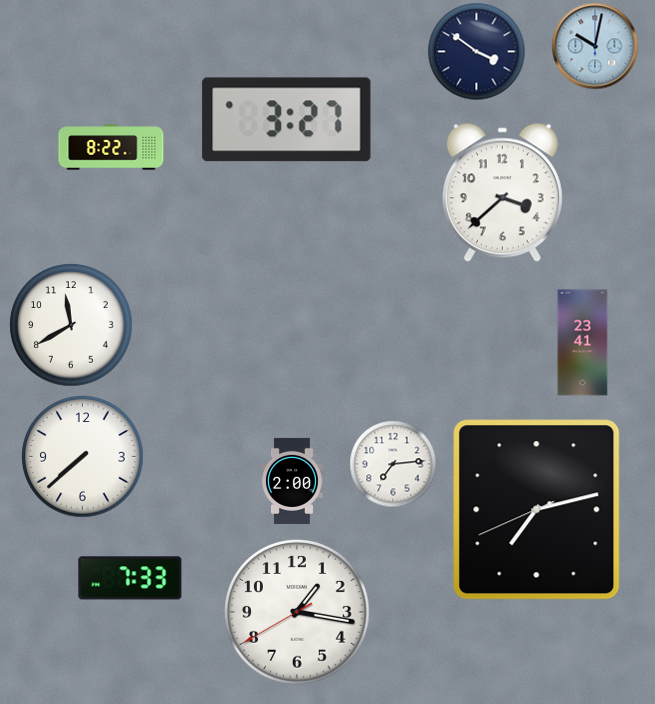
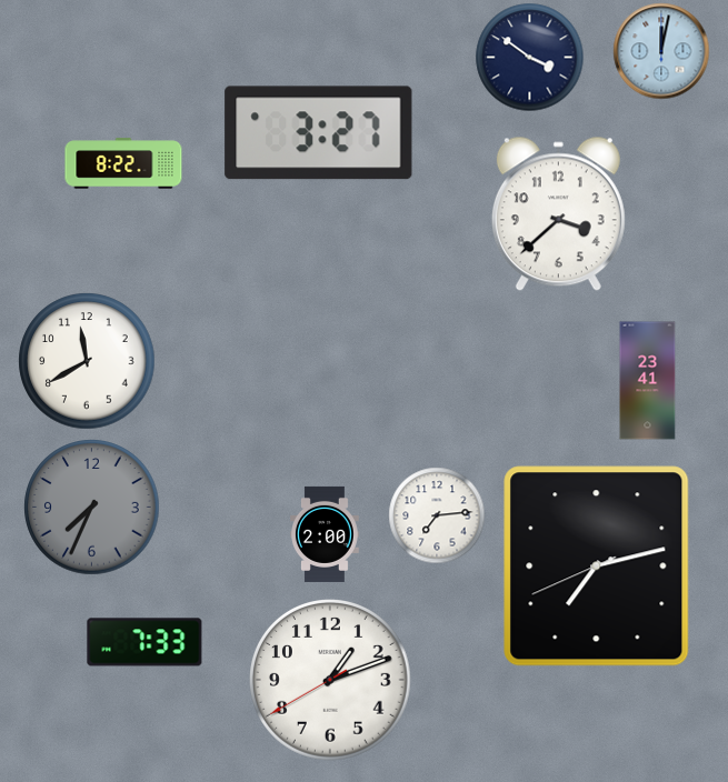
clock at (595, 46): 10:02 -> 12:02
clock at (71, 325) position: (71, 325) -> (87, 361)
clock at (83, 457): 7:38 -> 7:34
clock at (83, 457) dial: white -> grey
clock at (298, 613): 1:16 -> 1:11
